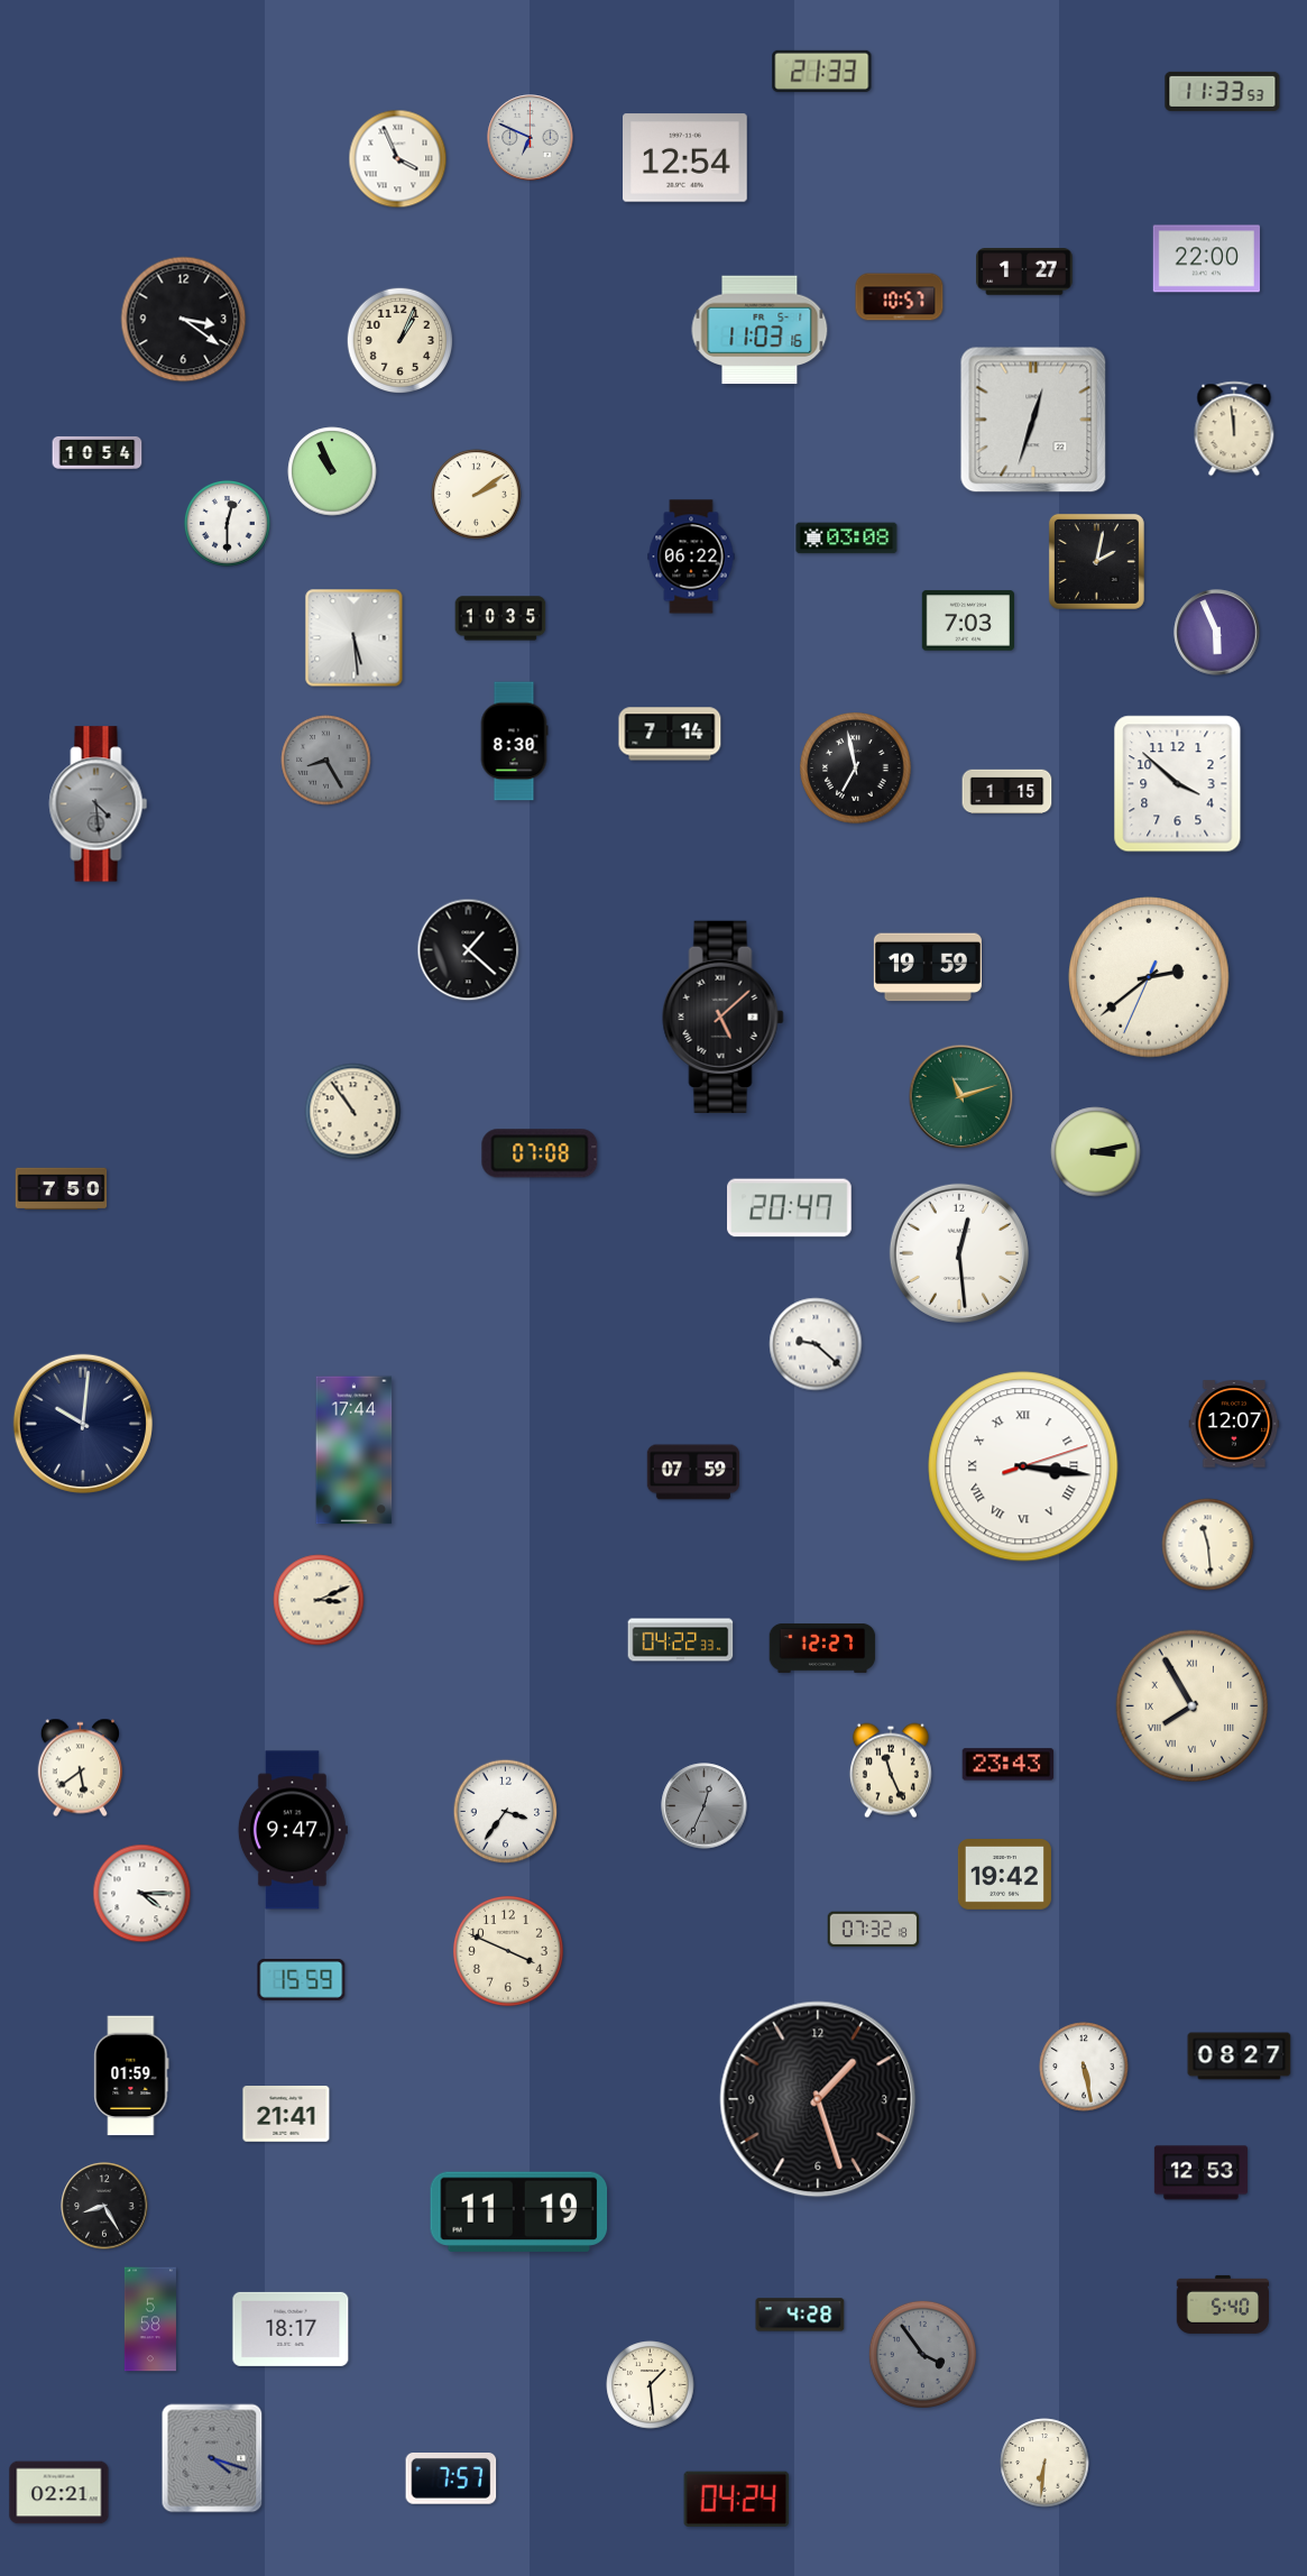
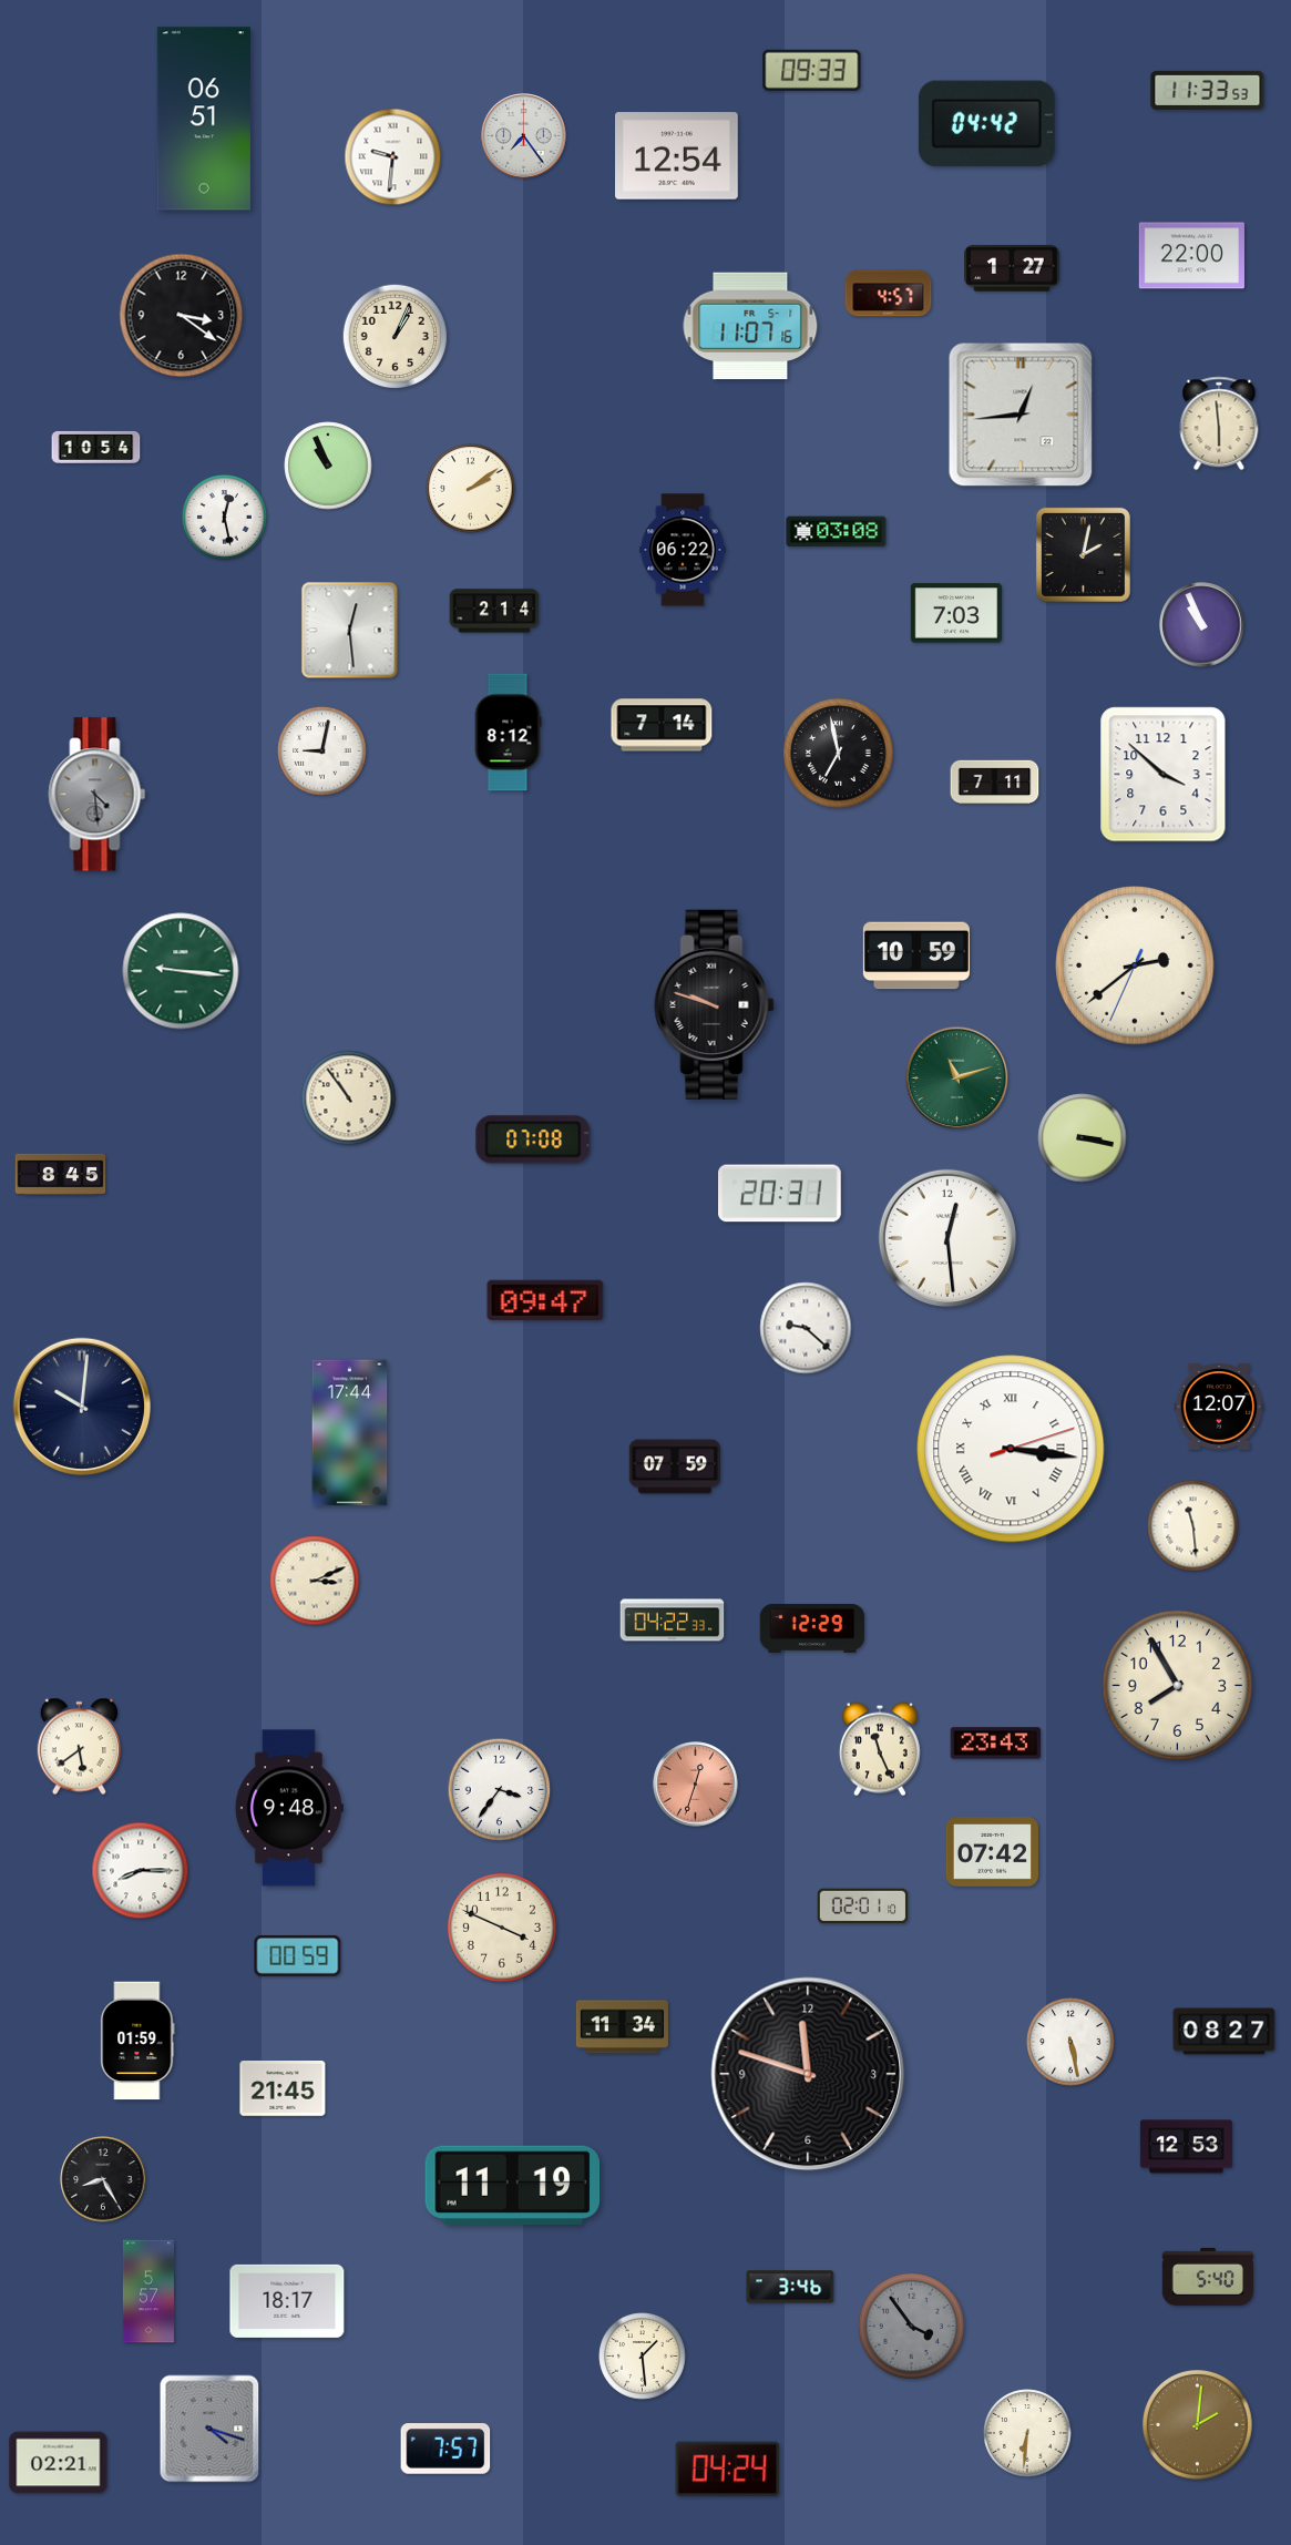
clock at (822, 71): 21:33 -> 09:33
clock at (204, 119): none -> 06:51
clock at (986, 124): none -> 04:42
clock at (531, 138): 6:49 -> 7:24
clock at (398, 159): 3:56 -> 9:31
clock at (900, 297): 10:57 -> 4:57
clock at (760, 330): 11:03 -> 11:07
clock at (1033, 420): 12:33 -> 12:44
clock at (1234, 429): 11:59 -> 5:59
clock at (227, 523): 12:30 -> 12:28
clock at (500, 618): 10:35 -> 2:14
clock at (1217, 633): 5:56 -> 10:56
clock at (355, 638): 5:29 -> 12:29
clock at (514, 742): 8:30 -> 8:12
clock at (326, 761): 8:25 -> 9:02
clock at (326, 761) dial: grey -> white
clock at (856, 769) position: (856, 769) -> (839, 754)
clock at (1007, 792): 1:15 -> 7:11
clock at (469, 950): 1:22 -> none
clock at (928, 967): 19:59 -> 10:59
clock at (181, 971): none -> 9:16
clock at (724, 1016): 5:08 -> 9:48
clock at (961, 1097) position: (961, 1097) -> (957, 1079)
clock at (1096, 1152): 3:13 -> 3:17
clock at (62, 1189): 7:50 -> 8:45
clock at (790, 1208): 20:47 -> 20:31
clock at (545, 1300): none -> 09:47
clock at (693, 1472) position: (693, 1472) -> (675, 1466)
clock at (822, 1648): 12:27 -> 12:29
clock at (1193, 1706) numerals: Roman -> Arabic
clock at (705, 1806): 12:34 -> 12:33
clock at (705, 1806) dial: grey -> salmon
clock at (293, 1830): 9:47 -> 9:48
clock at (1004, 1875): 19:42 -> 07:42
clock at (142, 1894): 4:15 -> 8:15
clock at (874, 1930): 07:32 -> 02:01
clock at (302, 1979): 15:59 -> 00:59
clock at (622, 2027): none -> 11:34
clock at (131, 2076) position: (131, 2076) -> (137, 2041)
clock at (818, 2099): 1:27 -> 11:48
clock at (286, 2114): 21:41 -> 21:45
clock at (800, 2315): 4:28 -> 3:46
clock at (150, 2319): 5:58 -> 5:57
clock at (1198, 2425): none -> 2:01
clock at (1044, 2463) position: (1044, 2463) -> (1027, 2433)
